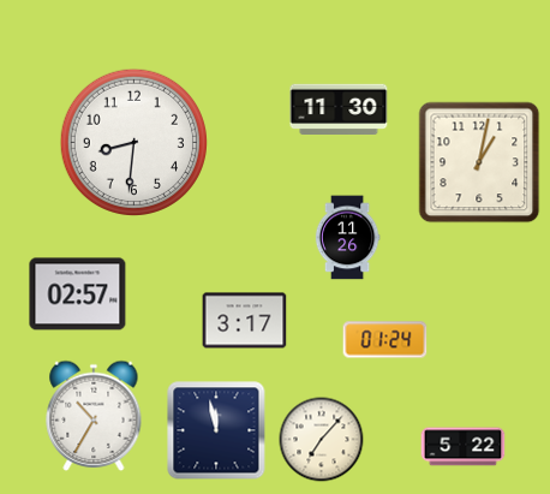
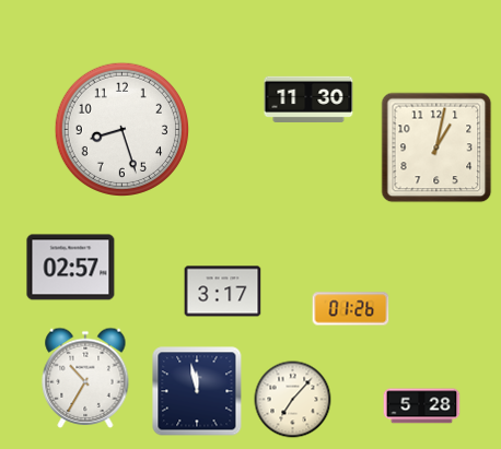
clock at (133, 142): 8:31 -> 8:27
clock at (347, 238): 11:26 -> none
clock at (385, 340): 01:24 -> 01:26
clock at (464, 447): 5:22 -> 5:28
